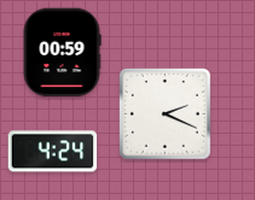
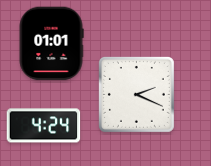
clock at (62, 53): 00:59 -> 01:01
